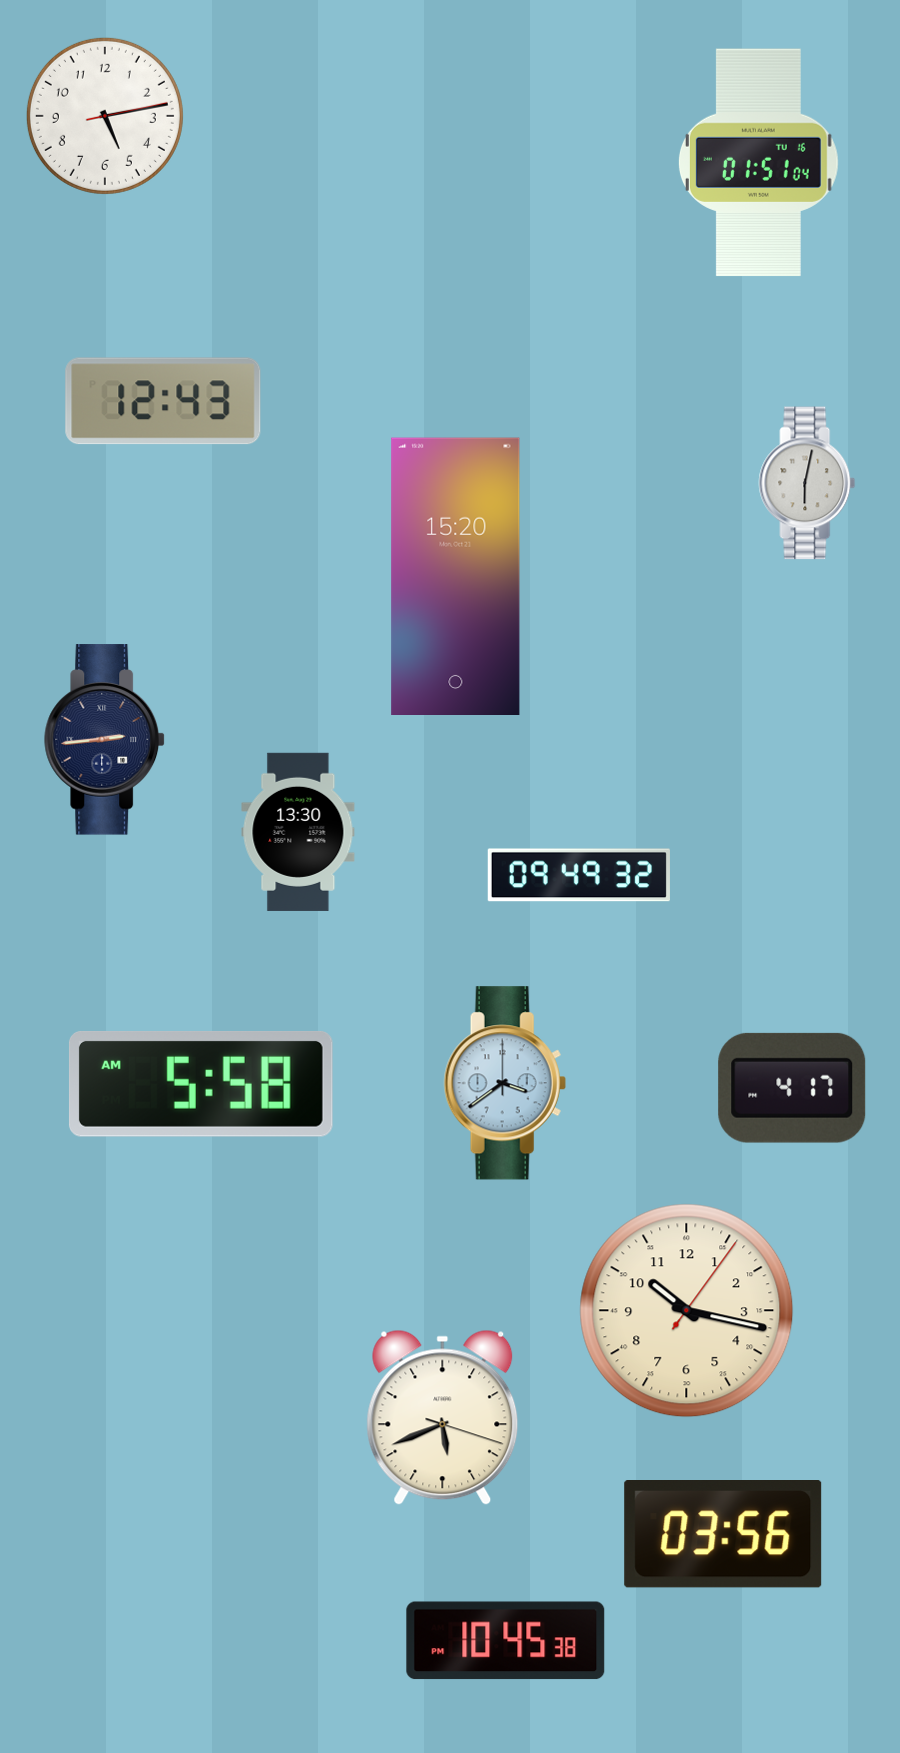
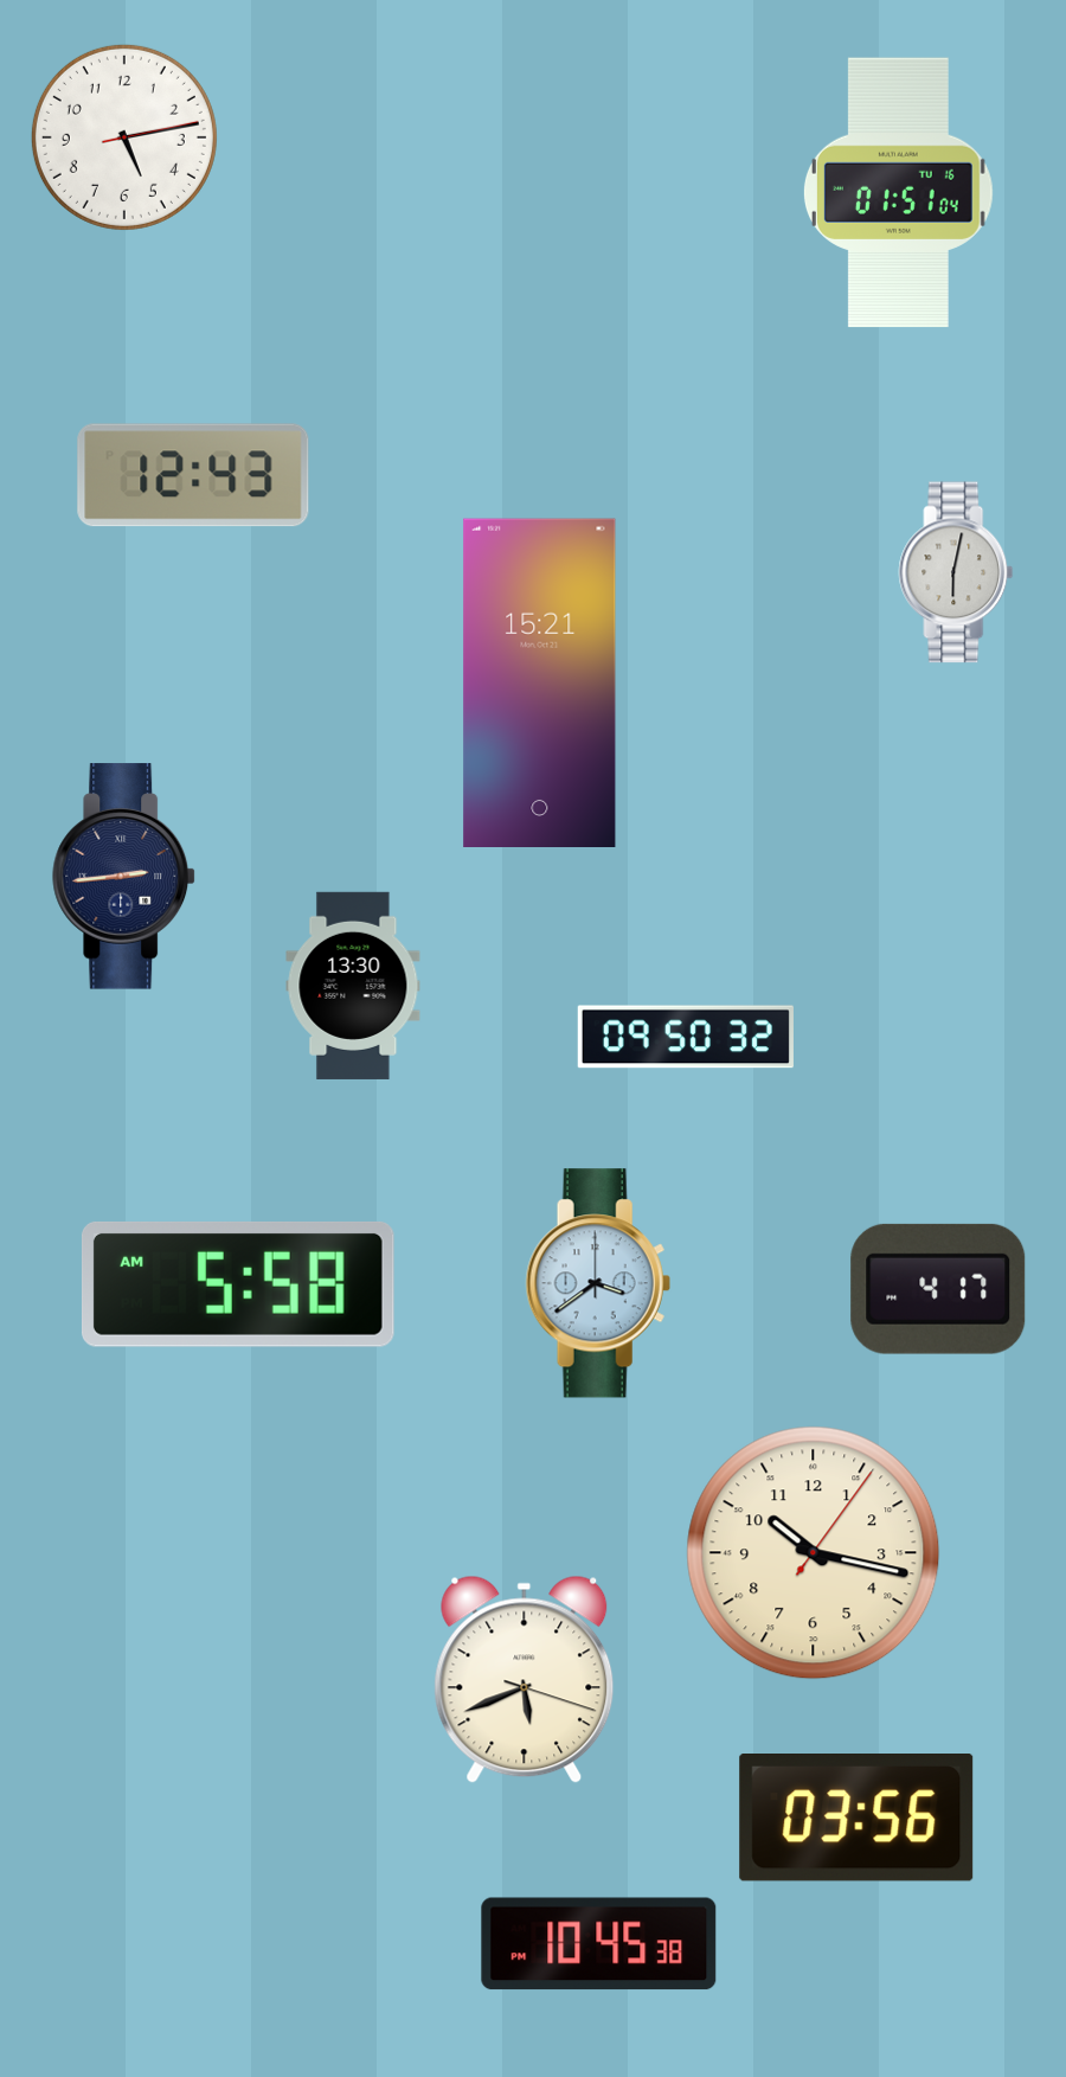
clock at (456, 576): 15:20 -> 15:21
clock at (579, 875): 09:49 -> 09:50
